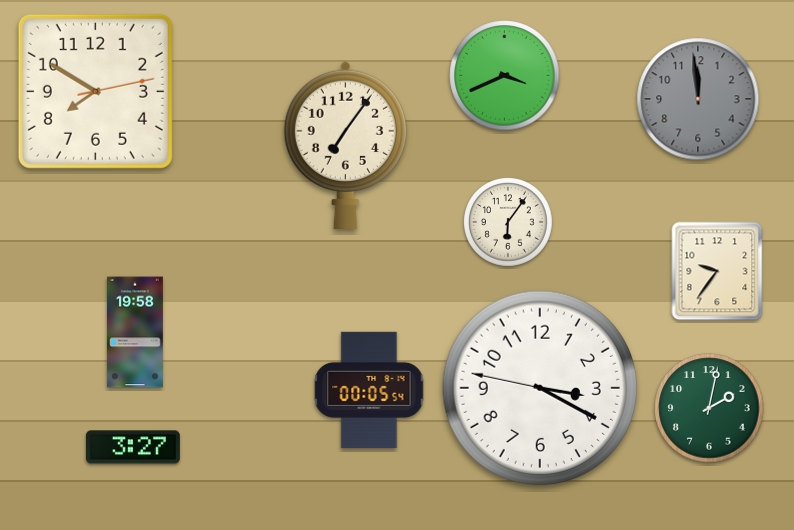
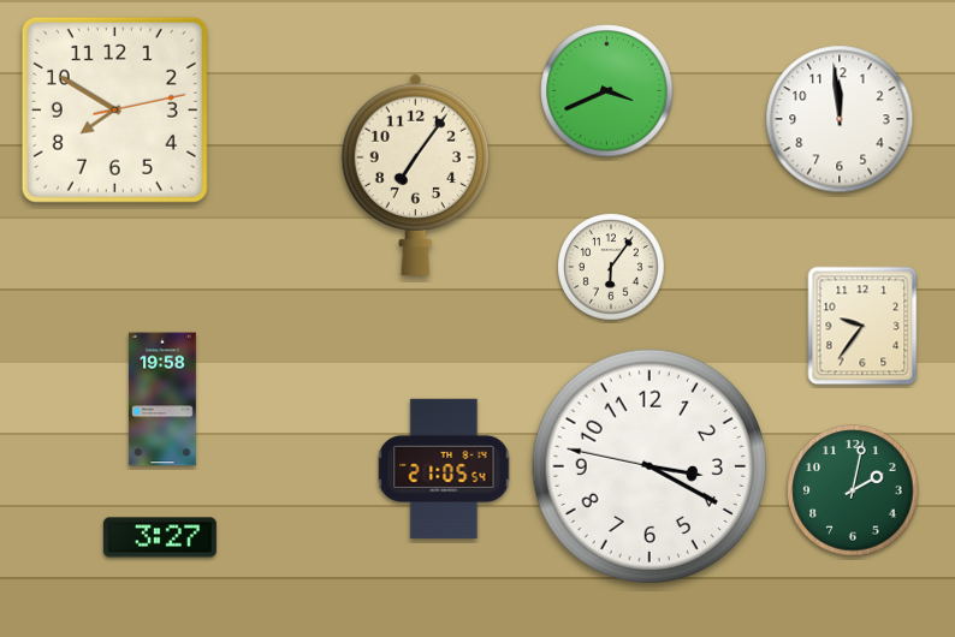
clock at (698, 99) dial: grey -> white
clock at (369, 389): 00:05 -> 21:05
